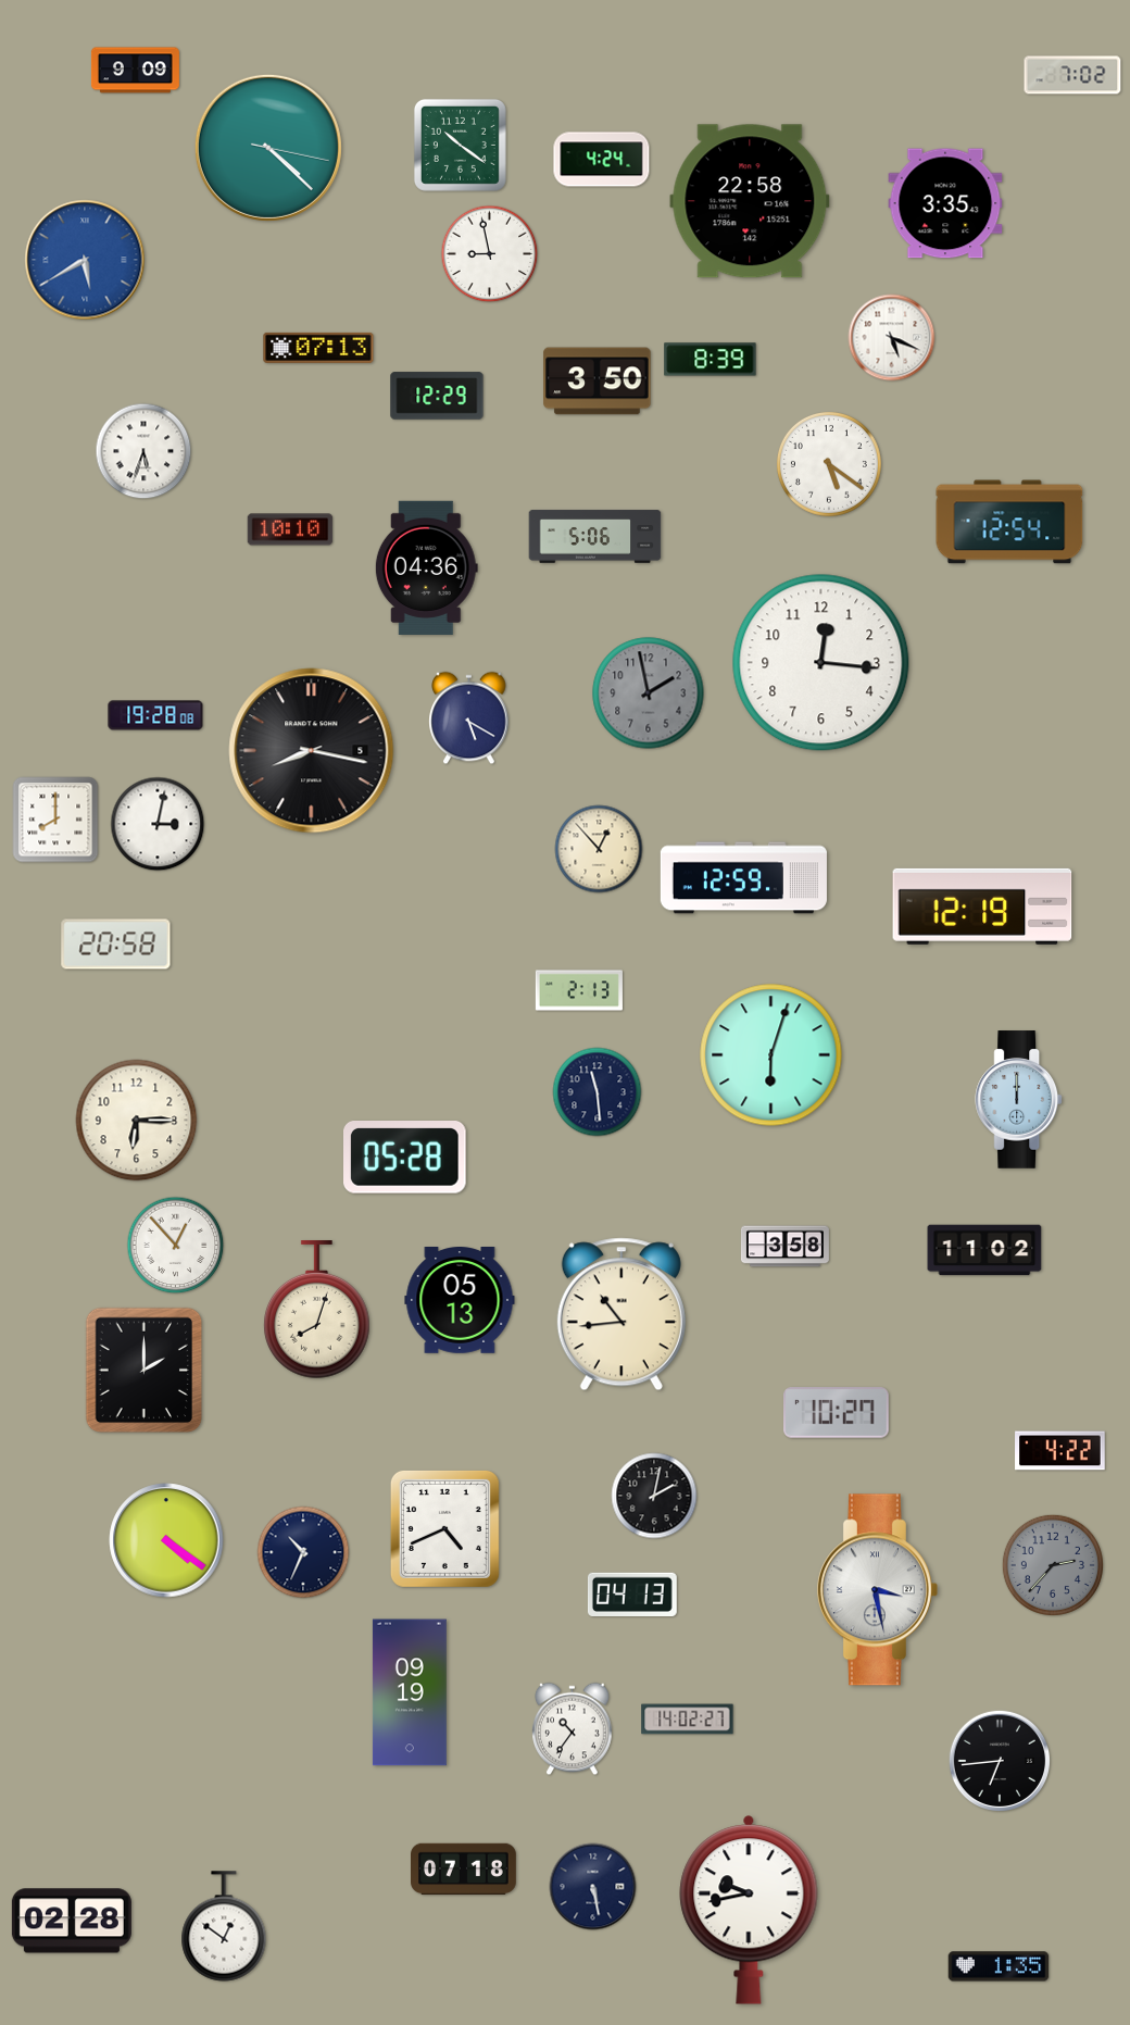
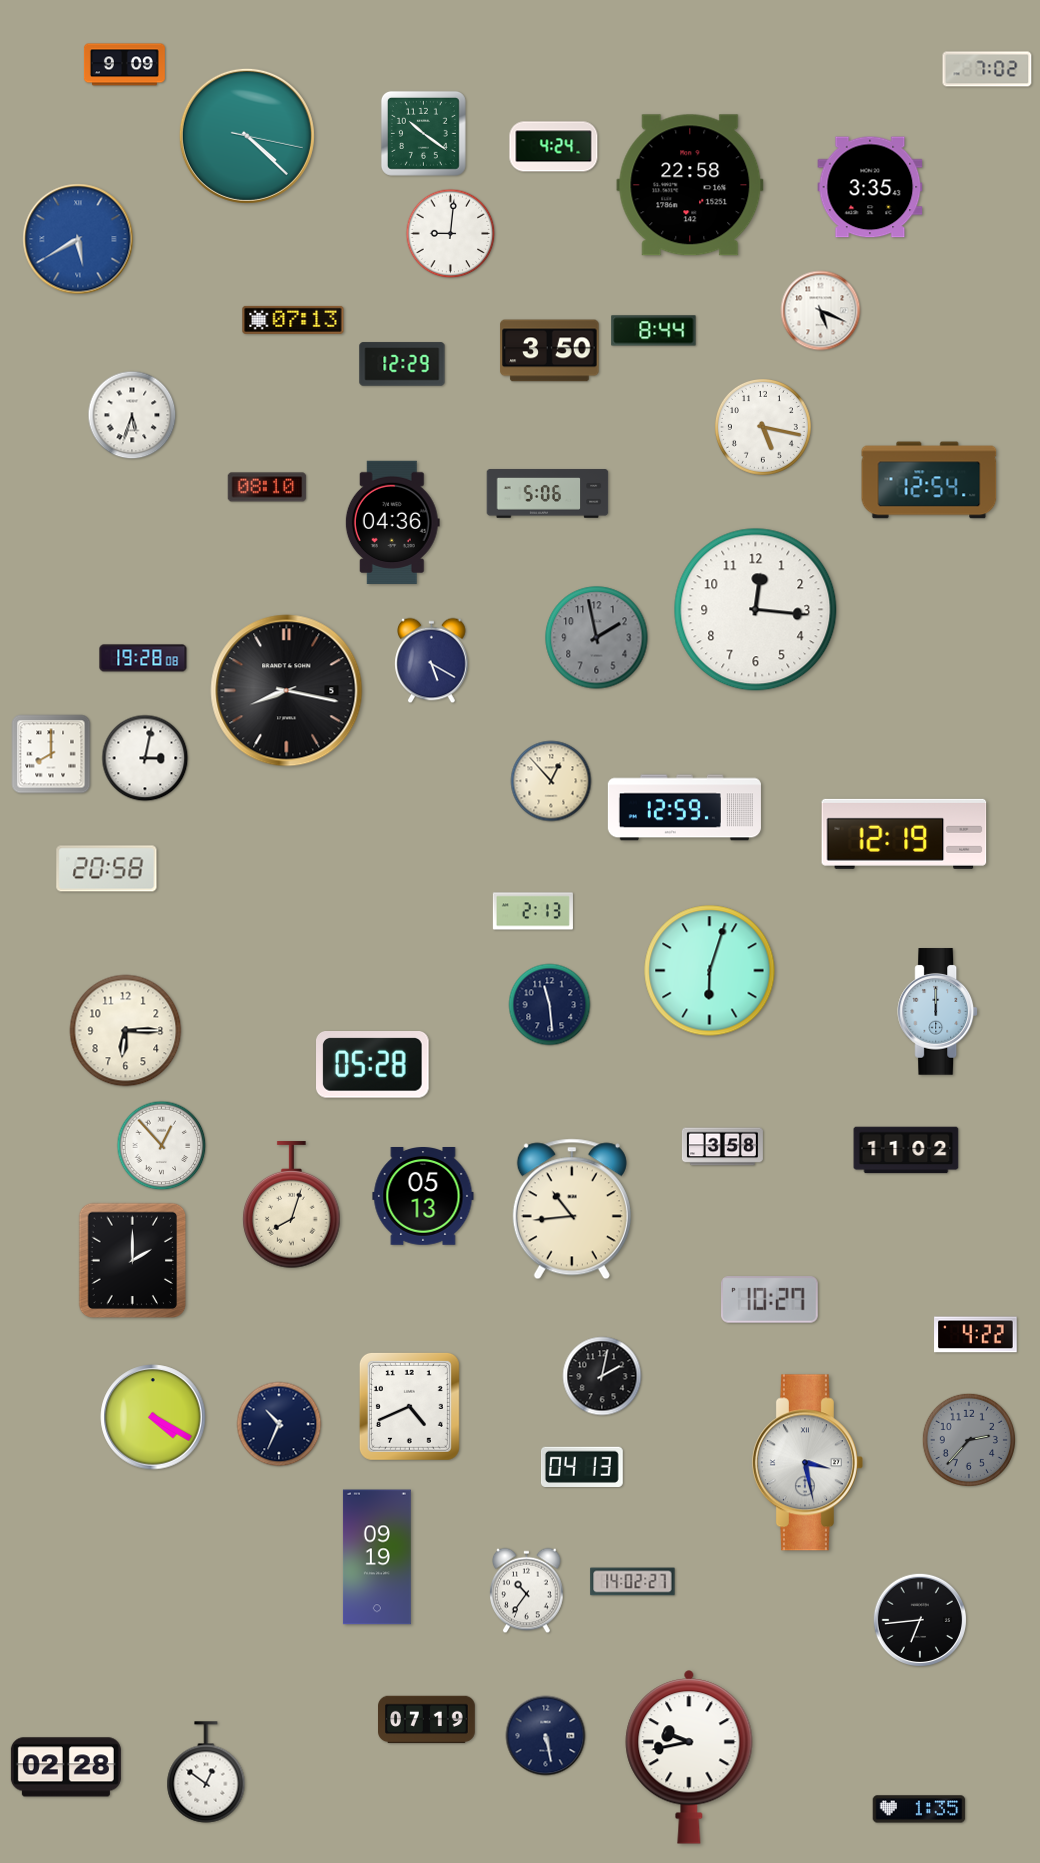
clock at (490, 254): 8:58 -> 9:01
clock at (711, 360): 8:39 -> 8:44
clock at (829, 464): 5:21 -> 5:17
clock at (290, 529): 10:10 -> 08:10
clock at (166, 1540): 4:21 -> 4:20
clock at (303, 1552) position: (303, 1552) -> (279, 1424)
clock at (464, 1870): 07:18 -> 07:19
